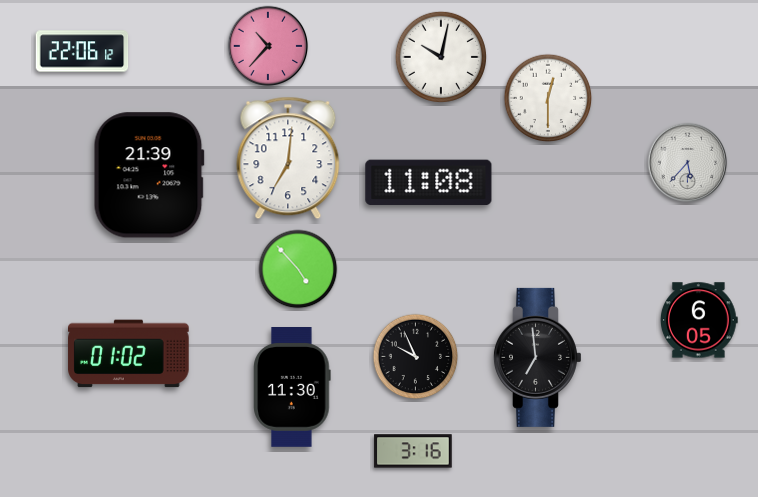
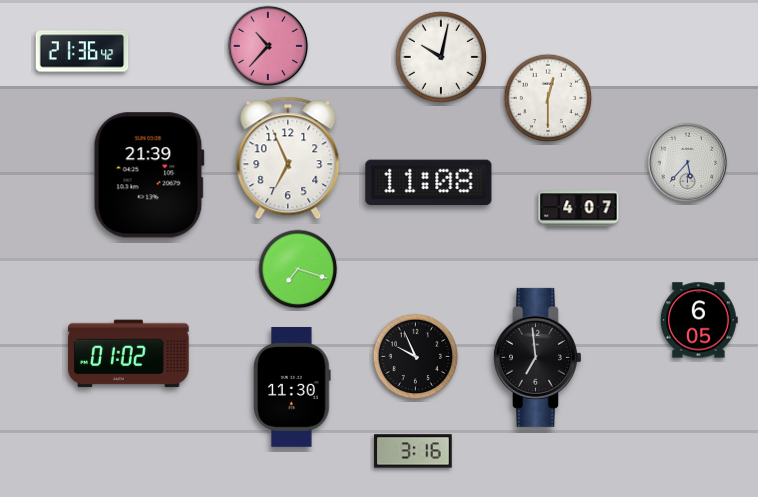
clock at (82, 51): 22:06 -> 21:36
clock at (288, 158): 7:01 -> 6:56
clock at (579, 209): none -> 4:07
clock at (298, 269): 4:53 -> 7:18
